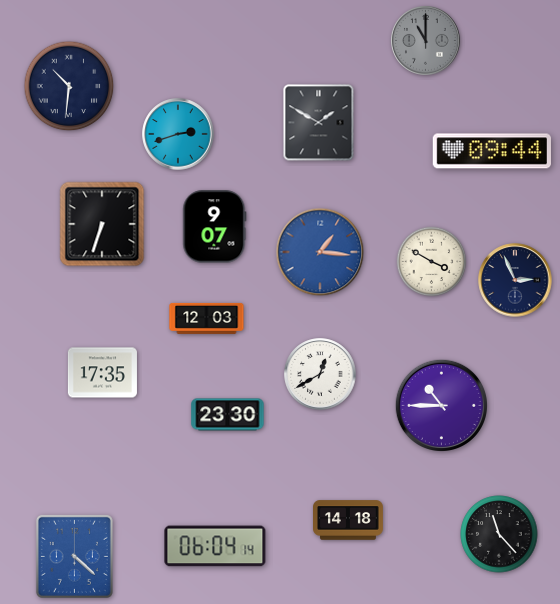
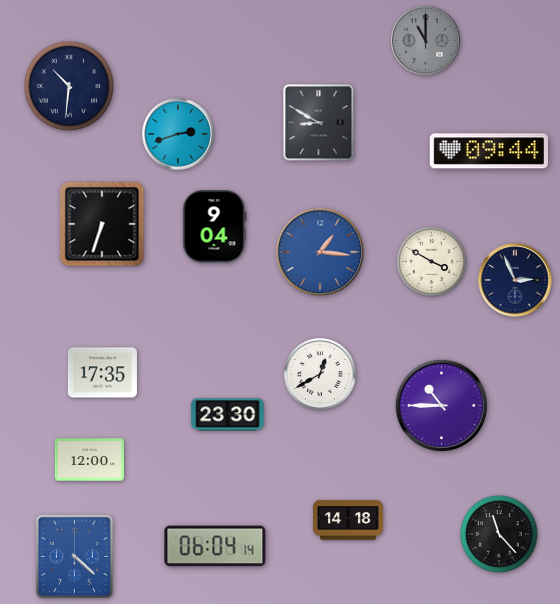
clock at (319, 123): 1:50 -> 8:50
clock at (492, 151) position: (492, 151) -> (489, 151)
clock at (215, 227): 9:07 -> 9:04
clock at (207, 318): 12:03 -> none
clock at (89, 460): none -> 12:00
